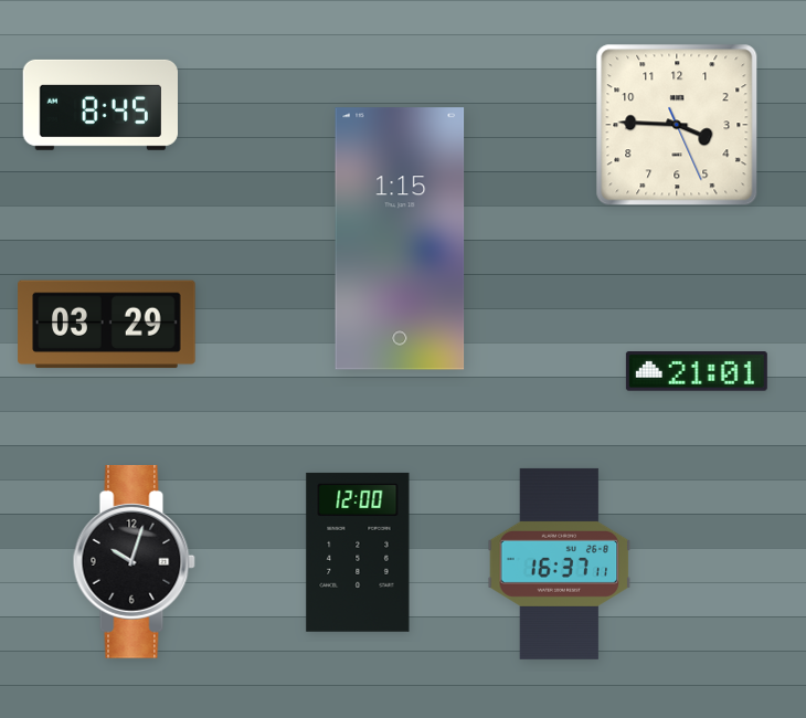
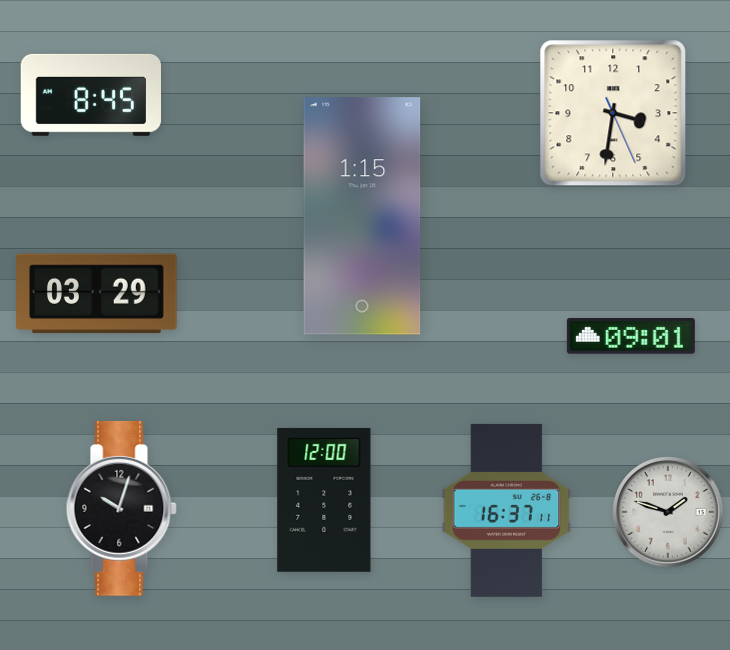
clock at (677, 125): 3:45 -> 3:31
clock at (697, 372): 21:01 -> 09:01
clock at (668, 512): none -> 1:48
